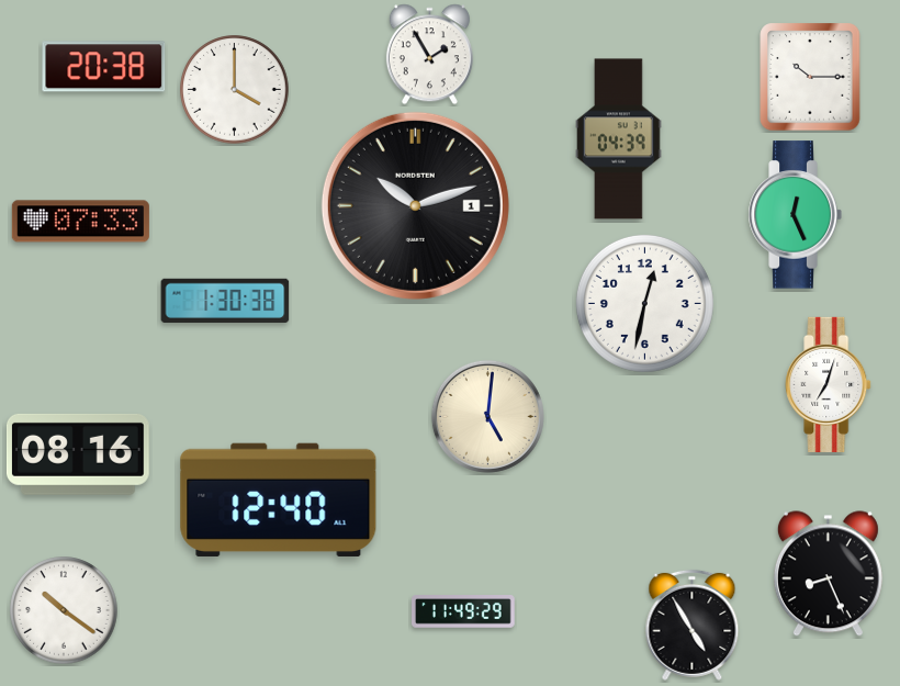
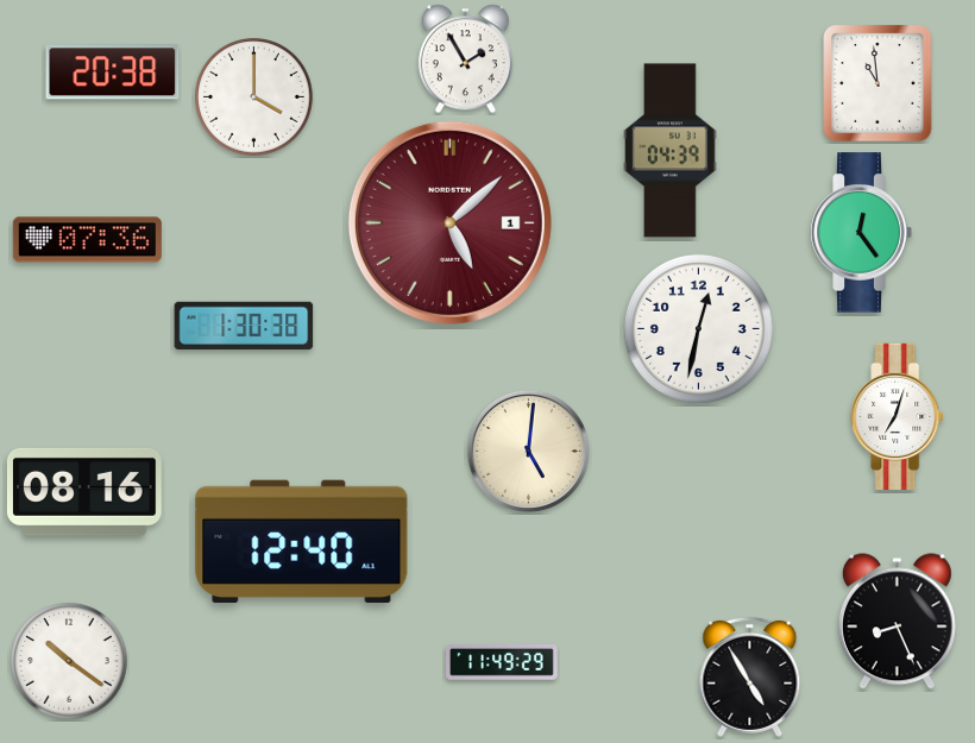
clock at (810, 77): 10:15 -> 10:59
clock at (415, 205): 10:12 -> 5:08
clock at (415, 205) dial: black -> burgundy
clock at (795, 215): 12:26 -> 12:24
clock at (80, 222): 07:33 -> 07:36
